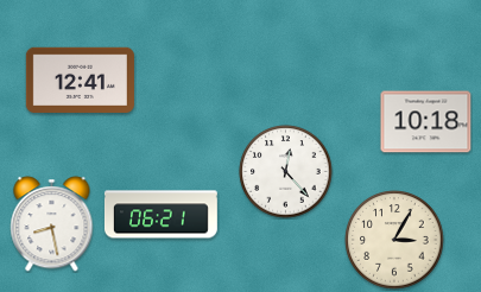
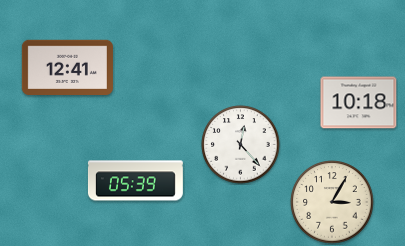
clock at (162, 215): 06:21 -> 05:39
clock at (52, 224): 8:28 -> none
